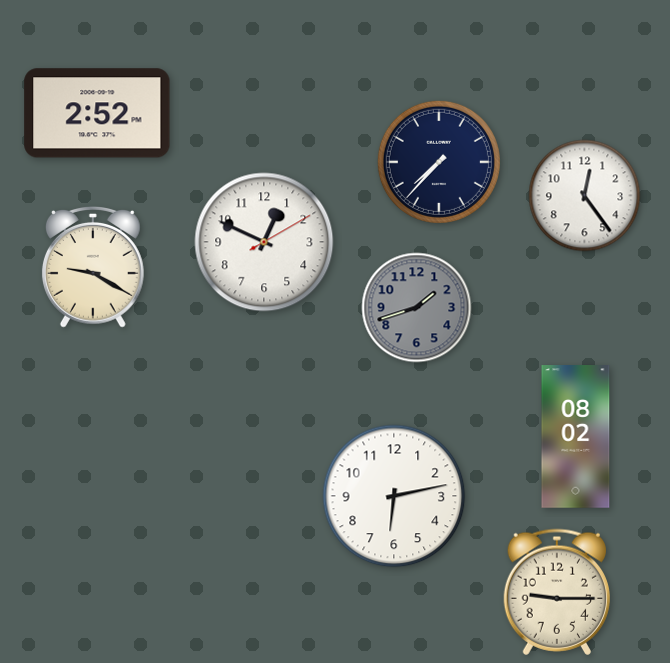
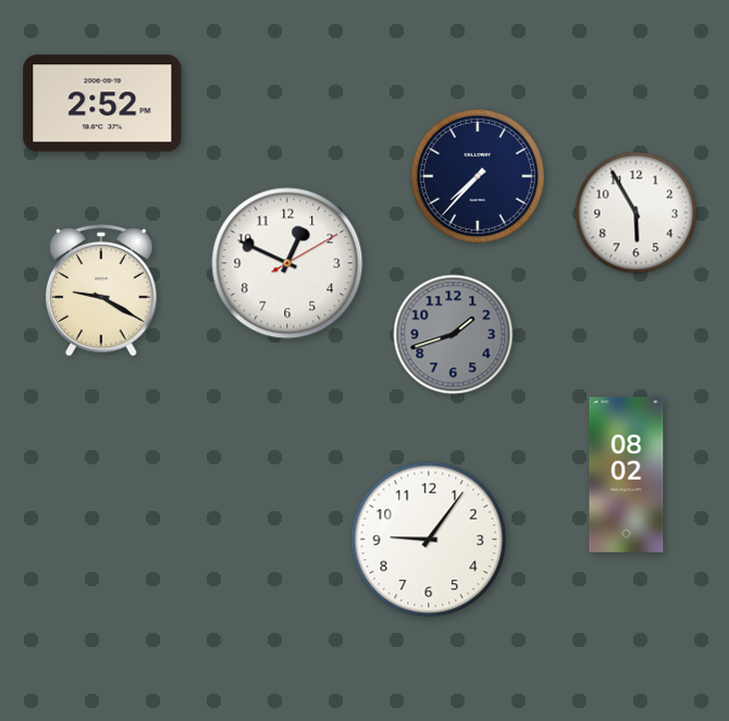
clock at (97, 113) position: (97, 113) -> (102, 103)
clock at (585, 196): 12:24 -> 5:55
clock at (394, 496): 6:13 -> 9:06
clock at (556, 592): 9:15 -> none
